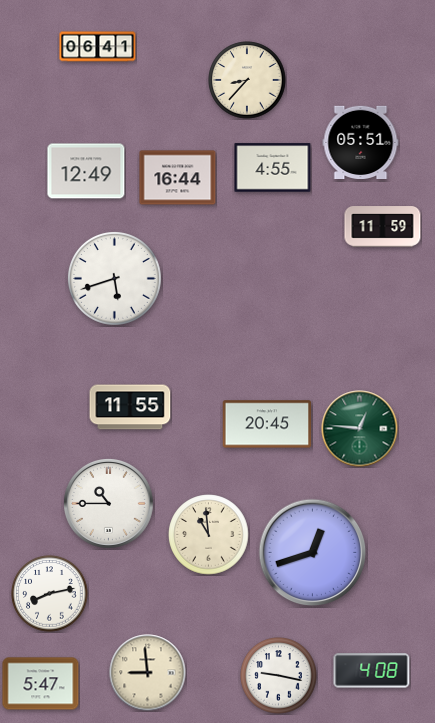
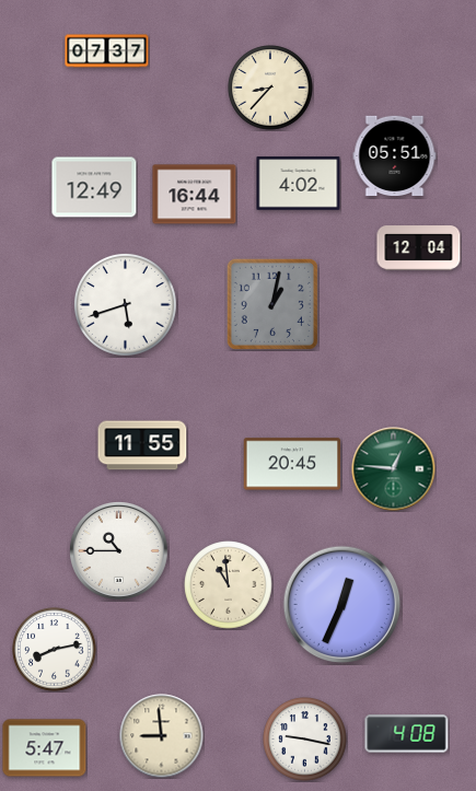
clock at (98, 47): 06:41 -> 07:37
clock at (273, 168): 4:55 -> 4:02
clock at (383, 227): 11:59 -> 12:04
clock at (272, 304): none -> 1:02
clock at (313, 553): 12:42 -> 12:34
